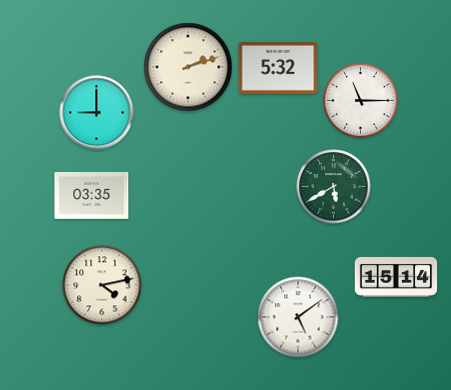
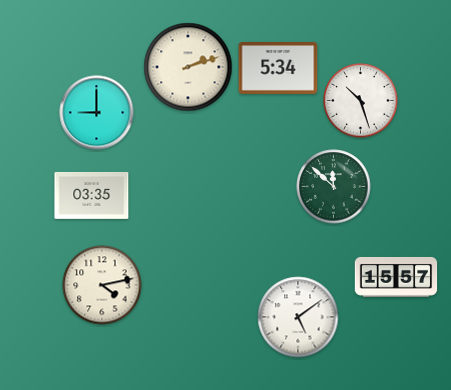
clock at (278, 69): 5:32 -> 5:34
clock at (361, 101): 11:15 -> 10:27
clock at (334, 187): 5:40 -> 11:52
clock at (396, 277): 15:14 -> 15:57
